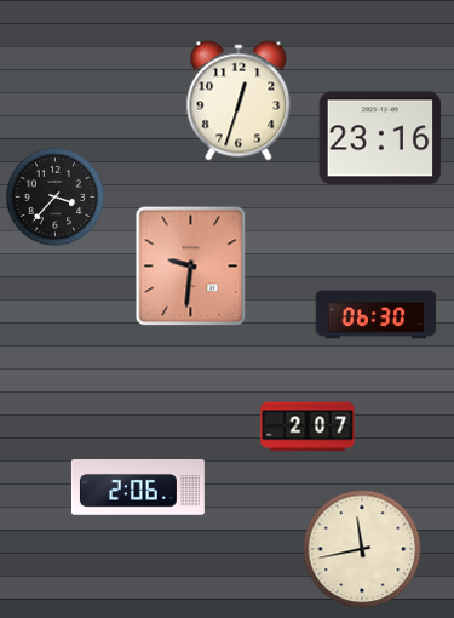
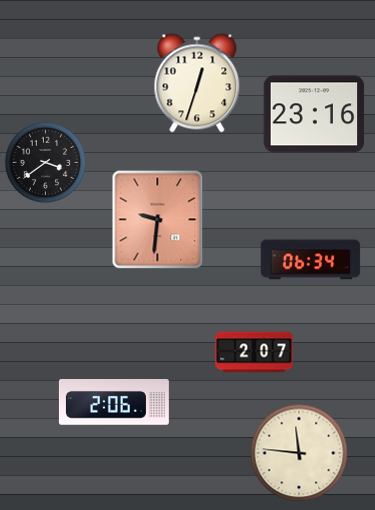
clock at (54, 196): 3:37 -> 3:39
clock at (377, 315): 06:30 -> 06:34
clock at (362, 549): 11:43 -> 11:46
